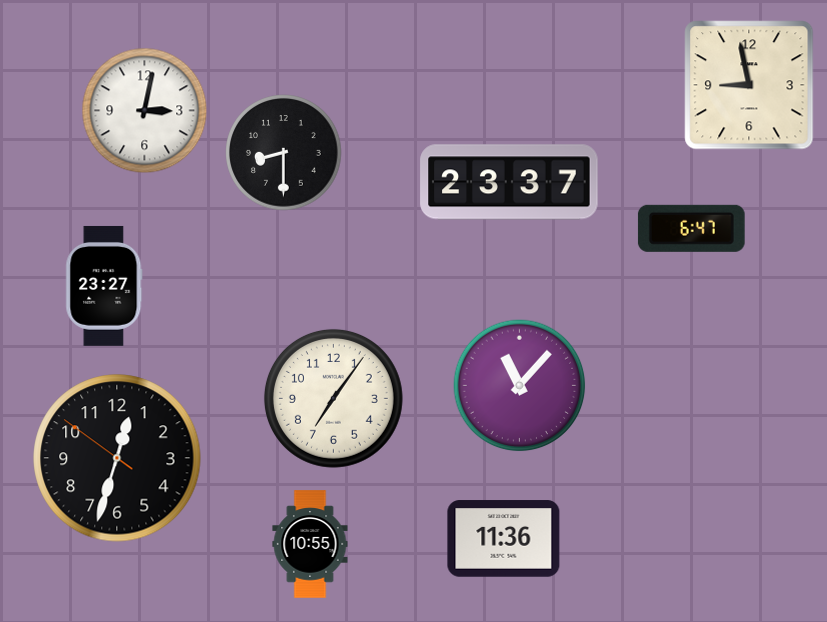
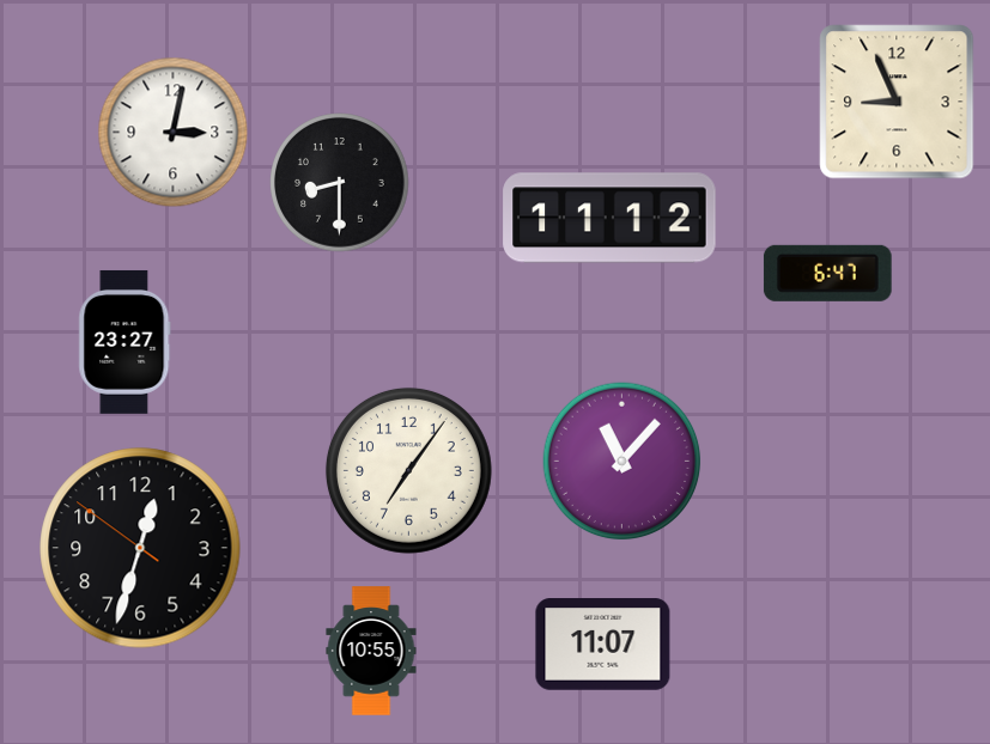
clock at (749, 85): 8:58 -> 8:56
clock at (509, 182): 23:37 -> 11:12
clock at (333, 398) position: (333, 398) -> (408, 470)
clock at (504, 539): 11:36 -> 11:07
